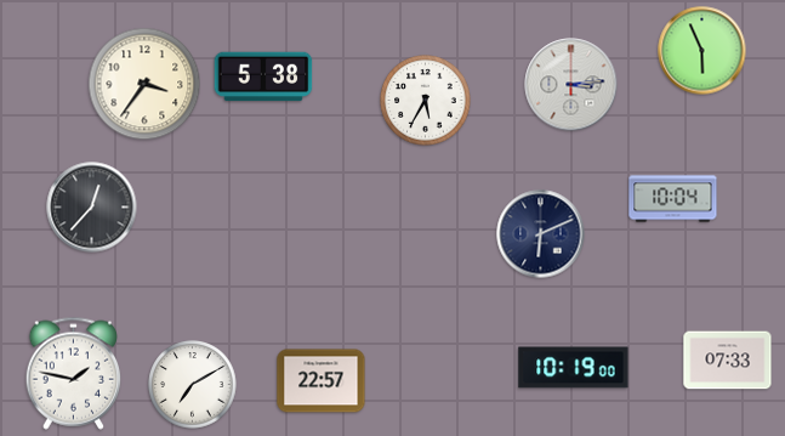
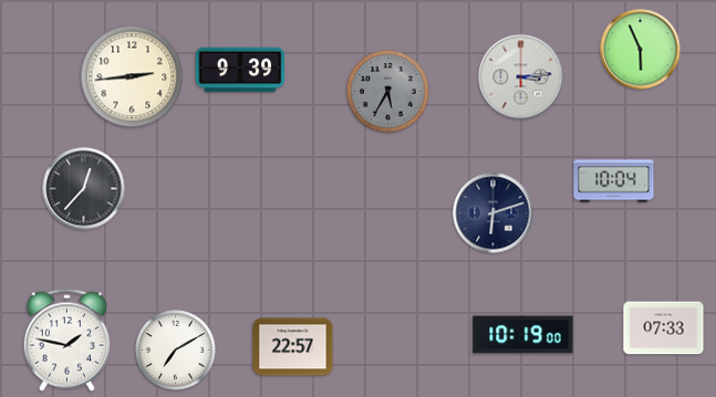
clock at (702, 51) position: (702, 51) -> (641, 50)
clock at (263, 77): 5:38 -> 9:39
clock at (144, 84): 3:36 -> 2:44
clock at (426, 101) dial: white -> grey
clock at (541, 234): 6:11 -> 6:12
